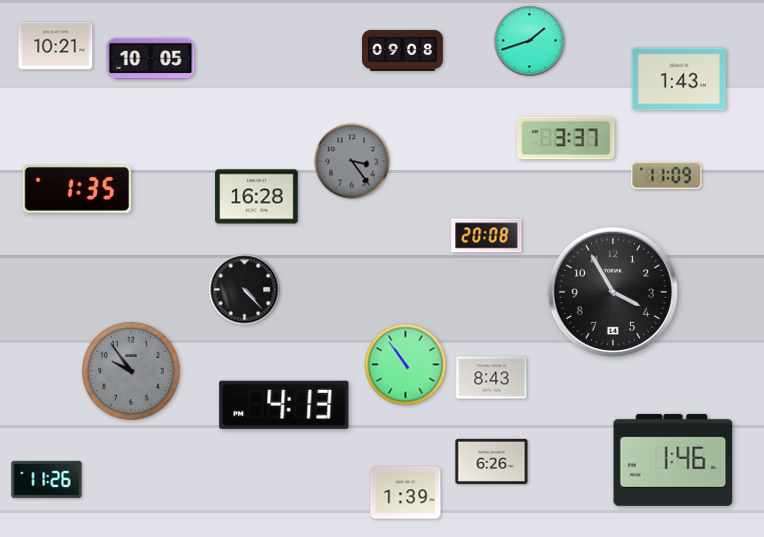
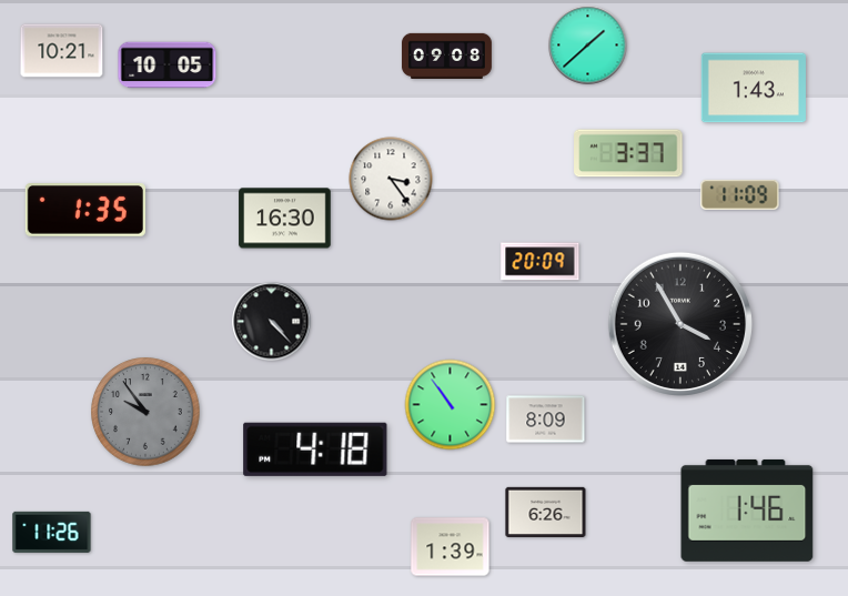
clock at (530, 41): 1:42 -> 1:38
clock at (352, 161) dial: grey -> white
clock at (257, 197): 16:28 -> 16:30
clock at (487, 236): 20:08 -> 20:09
clock at (492, 378): 8:43 -> 8:09
clock at (284, 405): 4:13 -> 4:18
